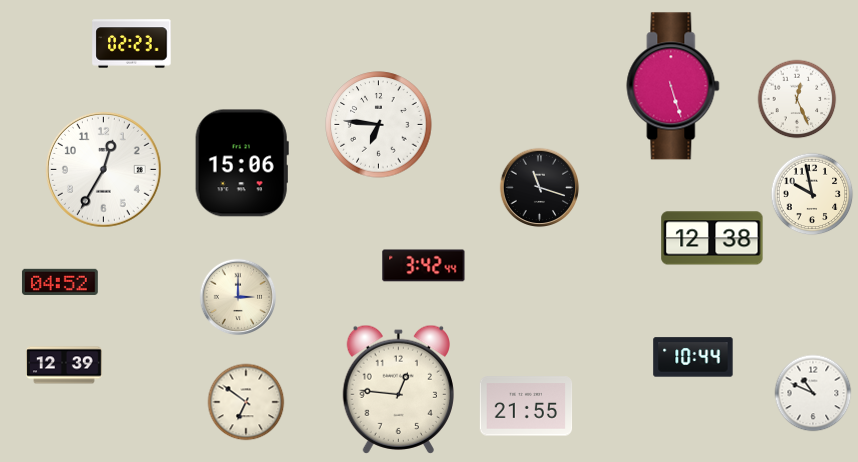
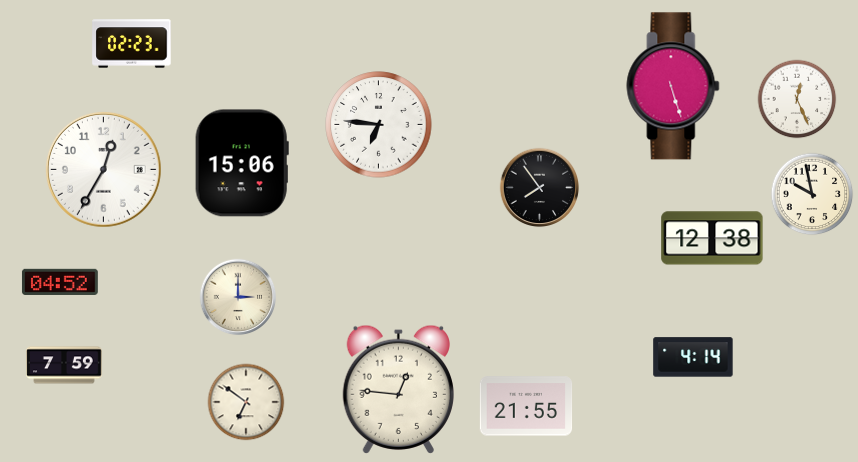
clock at (540, 188): 11:18 -> 7:54
clock at (424, 266): 3:42 -> none
clock at (693, 357): 10:44 -> 4:14
clock at (64, 365): 12:39 -> 7:59
clock at (813, 393): 10:49 -> none
